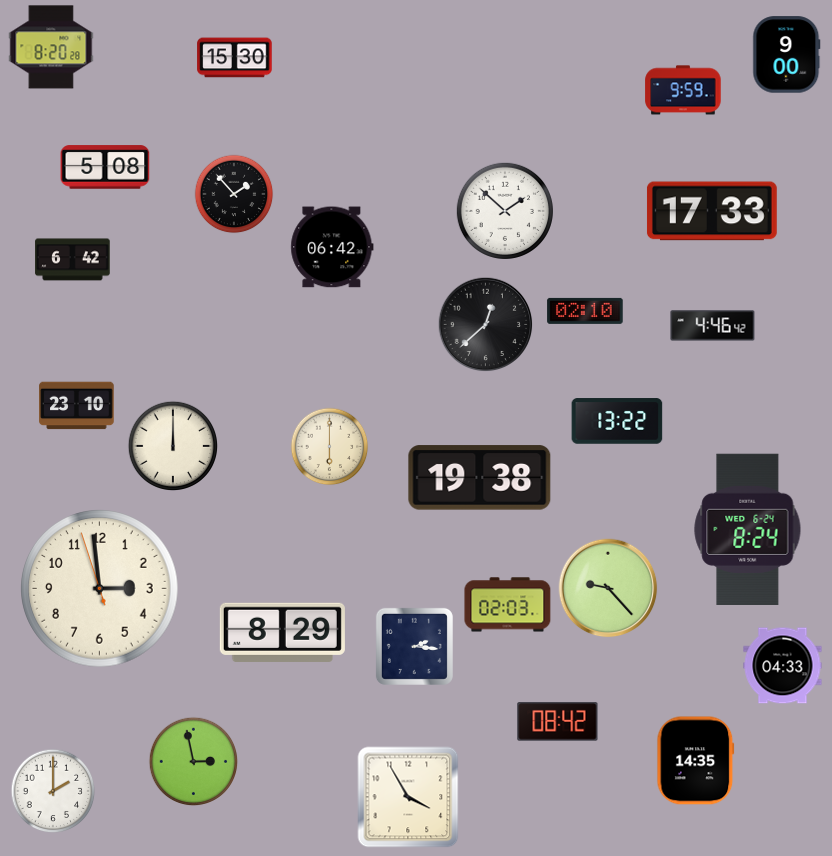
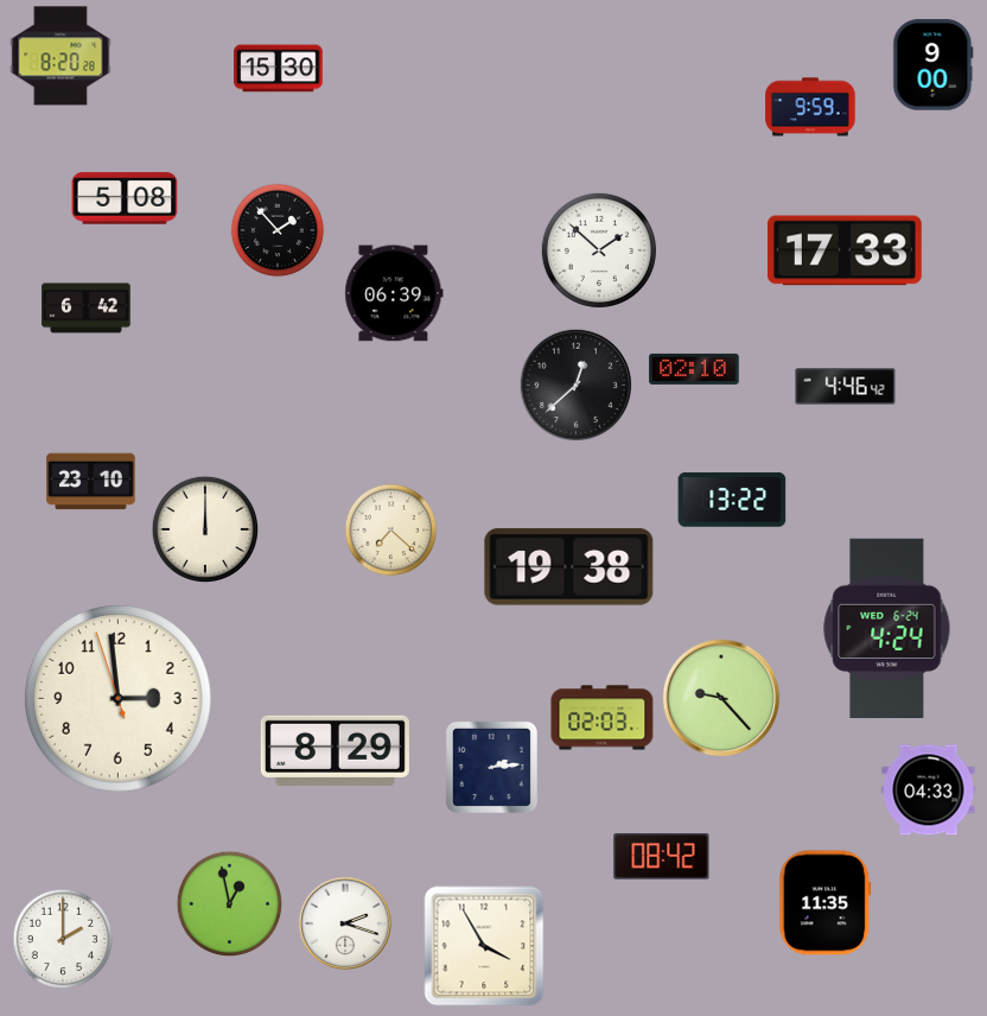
clock at (332, 247): 06:42 -> 06:39
clock at (330, 447): 6:00 -> 7:22
clock at (748, 529): 8:24 -> 4:24
clock at (414, 646): 2:16 -> 2:14
clock at (696, 761): 14:35 -> 11:35
clock at (194, 762): 2:58 -> 12:58
clock at (345, 923): none -> 2:18
